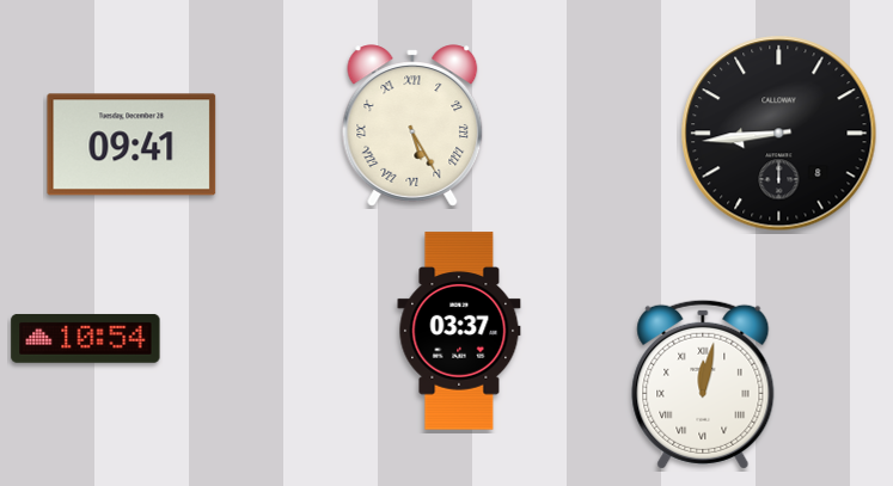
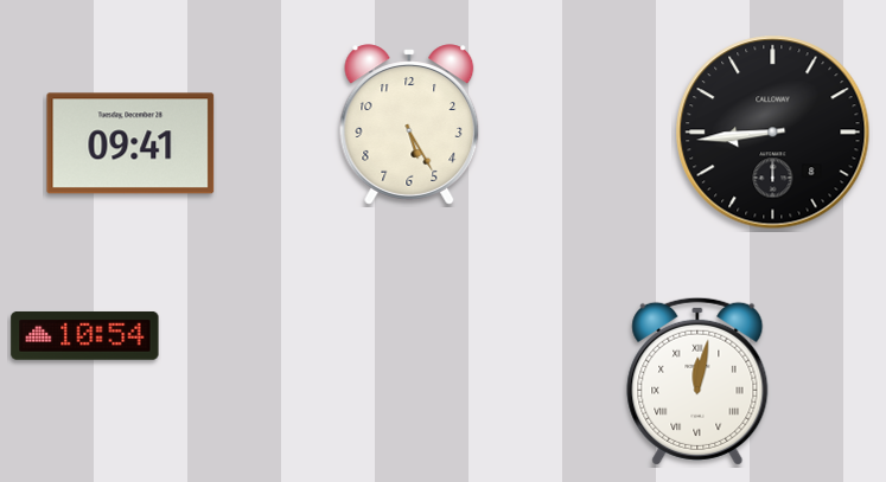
clock at (412, 125) numerals: Roman -> Arabic
clock at (459, 331): 03:37 -> none
